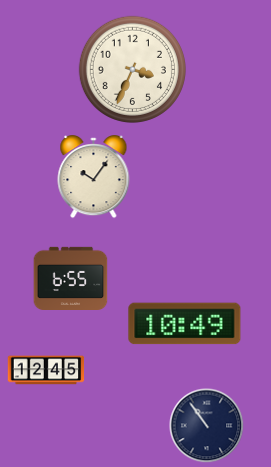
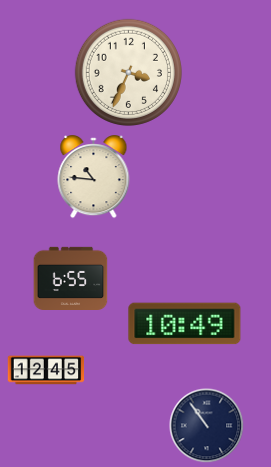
clock at (132, 69) position: (132, 69) -> (128, 72)
clock at (94, 177): 10:06 -> 10:46
